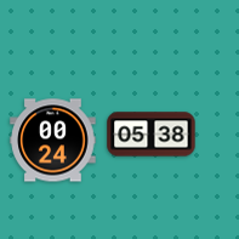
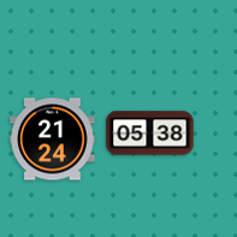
clock at (53, 141): 00:24 -> 21:24
